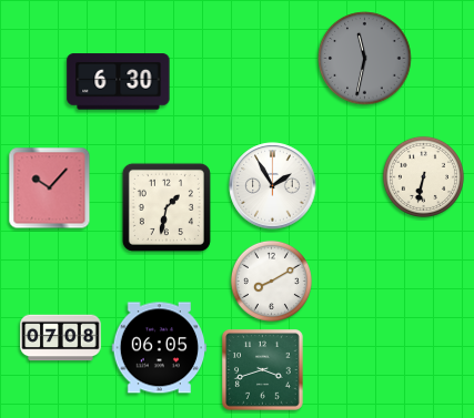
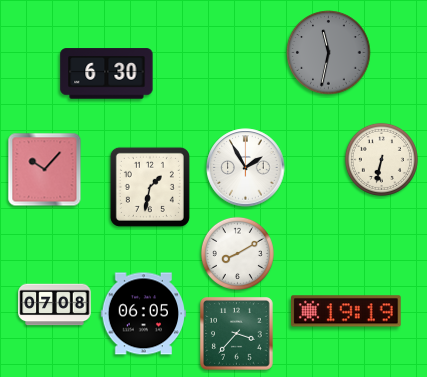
clock at (271, 281) position: (271, 281) -> (237, 253)
clock at (347, 311): none -> 19:19
clock at (263, 370): 3:42 -> 3:37
